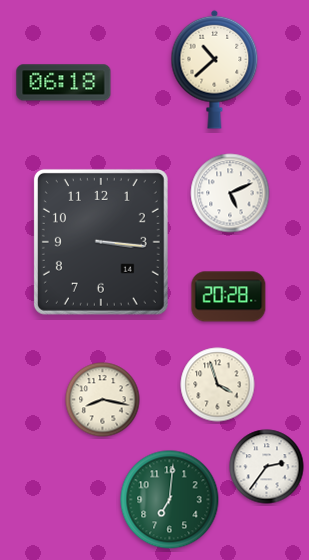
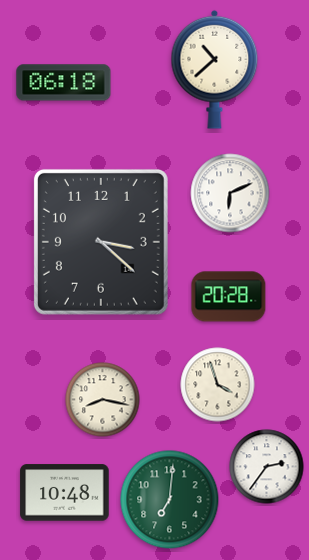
clock at (230, 193): 5:11 -> 6:11
clock at (101, 242): 3:16 -> 3:22
clock at (65, 493): none -> 10:48
